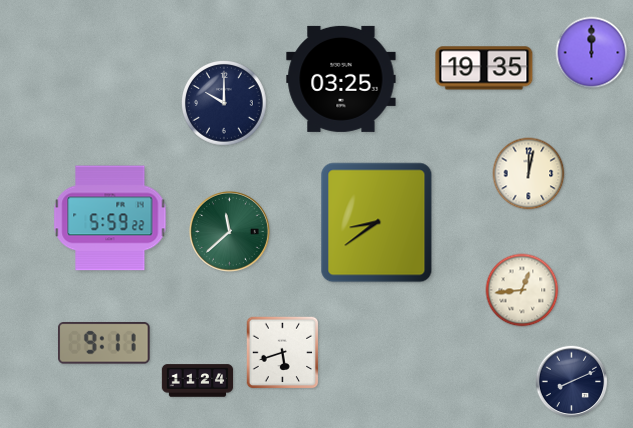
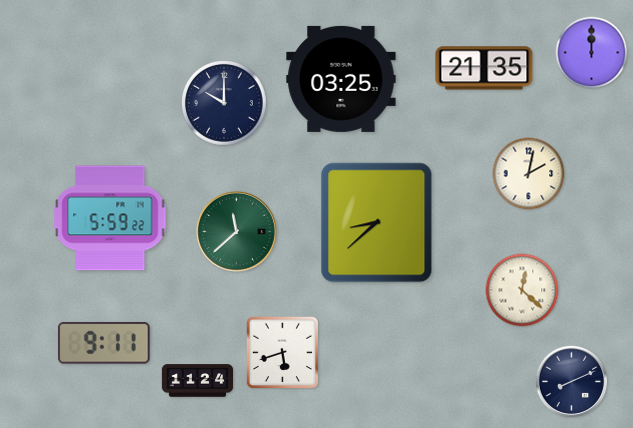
clock at (484, 68): 19:35 -> 21:35
clock at (529, 174): 12:02 -> 2:02
clock at (377, 223): 8:39 -> 8:38
clock at (229, 231) position: (229, 231) -> (236, 231)
clock at (522, 290): 12:44 -> 12:22
